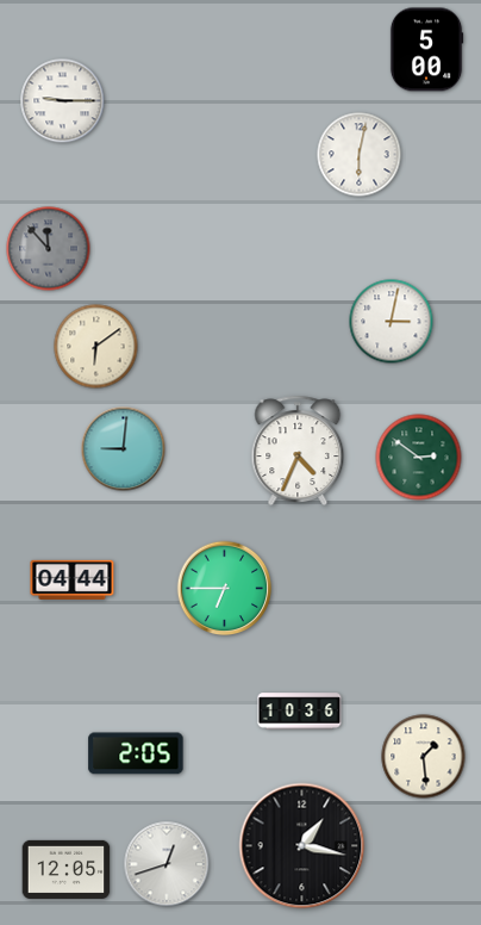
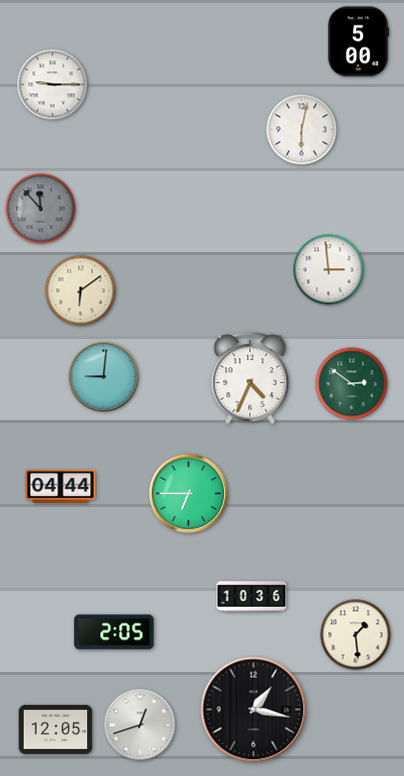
clock at (392, 322): 3:02 -> 2:59
